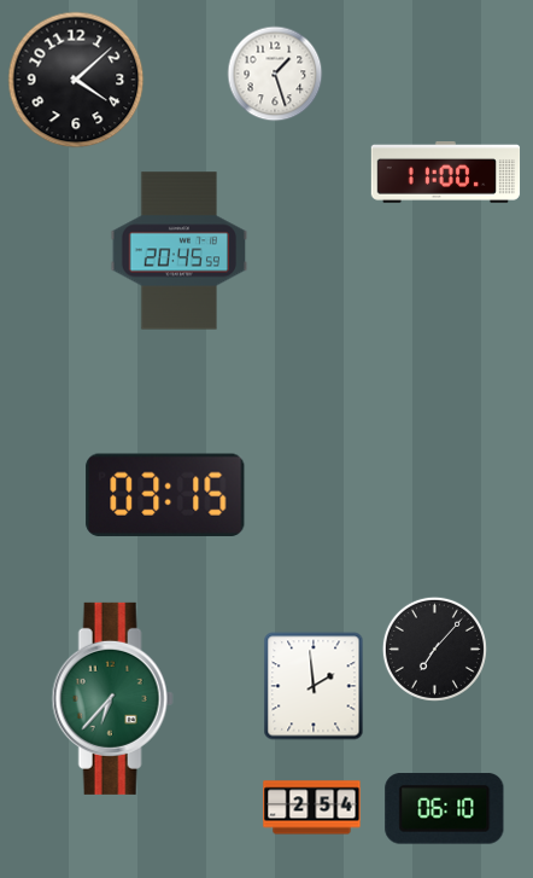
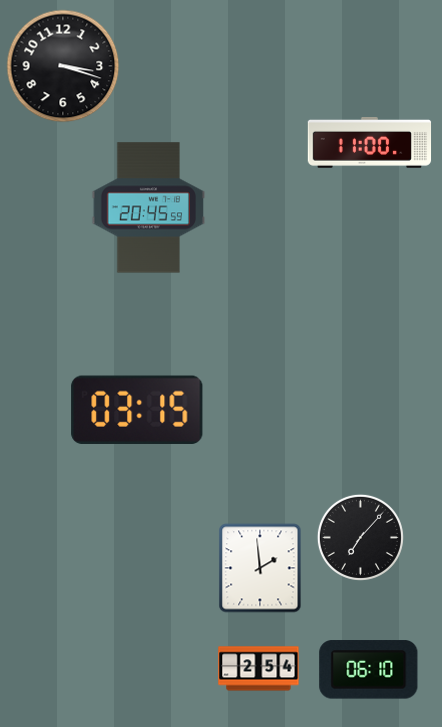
clock at (275, 74): 1:27 -> none
clock at (76, 80): 4:08 -> 3:18
clock at (112, 698): 6:37 -> none
